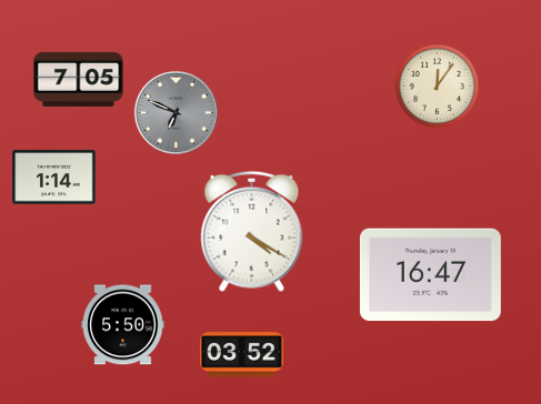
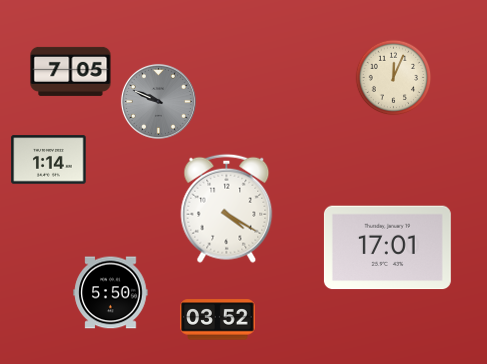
clock at (438, 87): 12:06 -> 12:04
clock at (176, 112): 6:49 -> 9:49
clock at (430, 275): 16:47 -> 17:01
